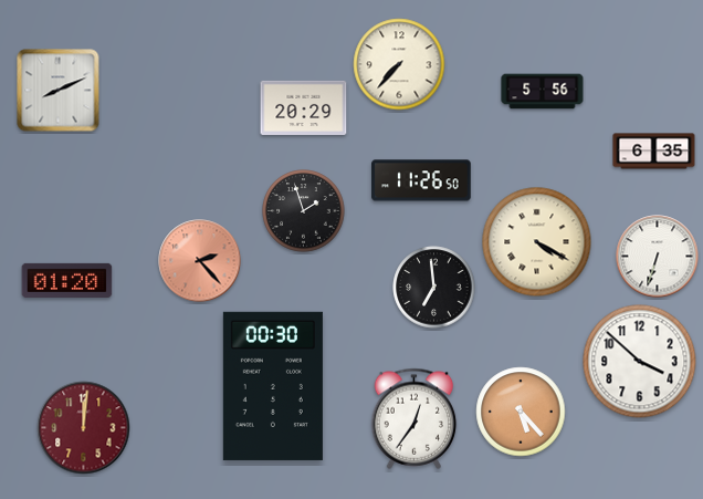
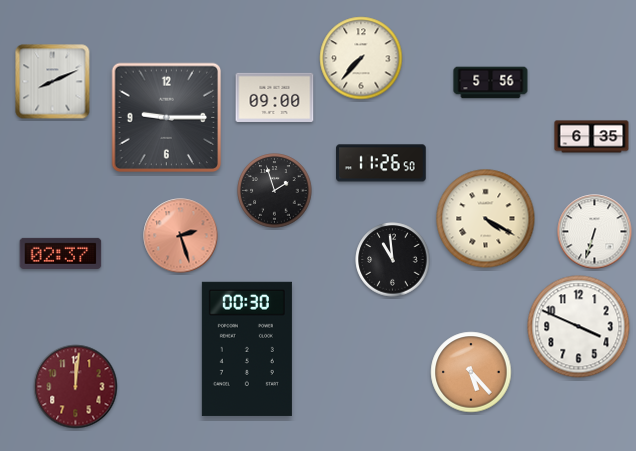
clock at (304, 107): 20:29 -> 09:00
clock at (167, 118): none -> 9:15
clock at (200, 261): 2:23 -> 2:27
clock at (67, 280): 01:20 -> 02:37
clock at (434, 288): 6:59 -> 10:59
clock at (640, 362): 3:52 -> 3:49
clock at (415, 418): 12:36 -> none
